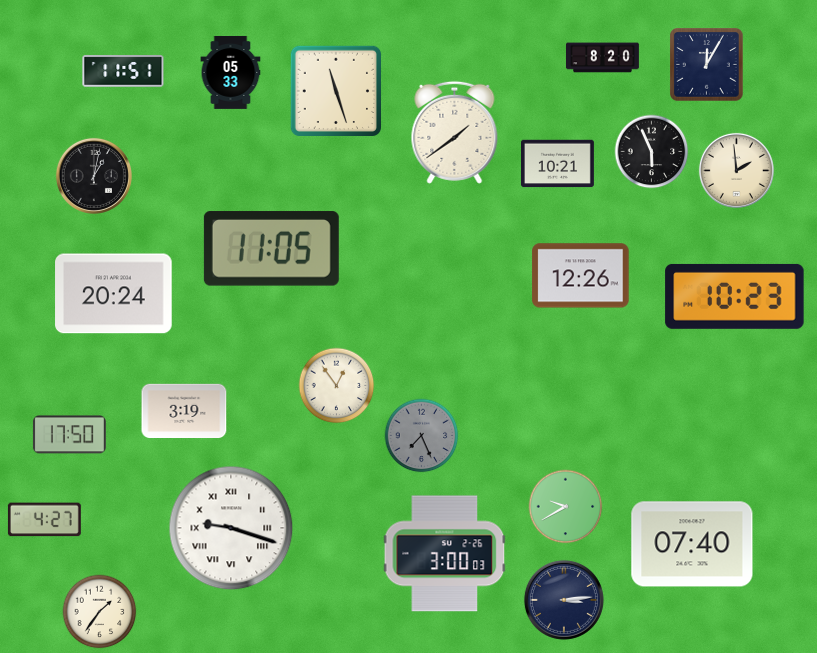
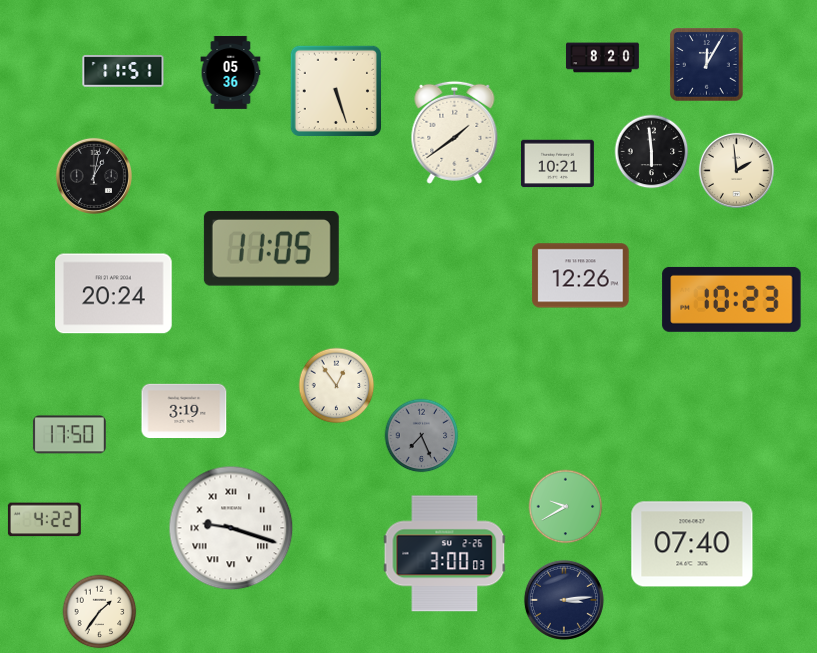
clock at (231, 73): 05:33 -> 05:36
clock at (335, 90): 11:27 -> 5:27
clock at (652, 152): 5:56 -> 5:59
clock at (735, 296) position: (735, 296) -> (732, 299)
clock at (44, 520): 4:27 -> 4:22
